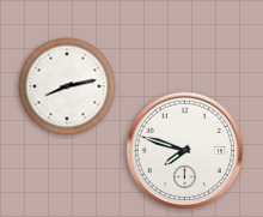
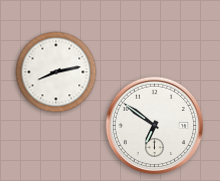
clock at (185, 151): 7:48 -> 6:51
